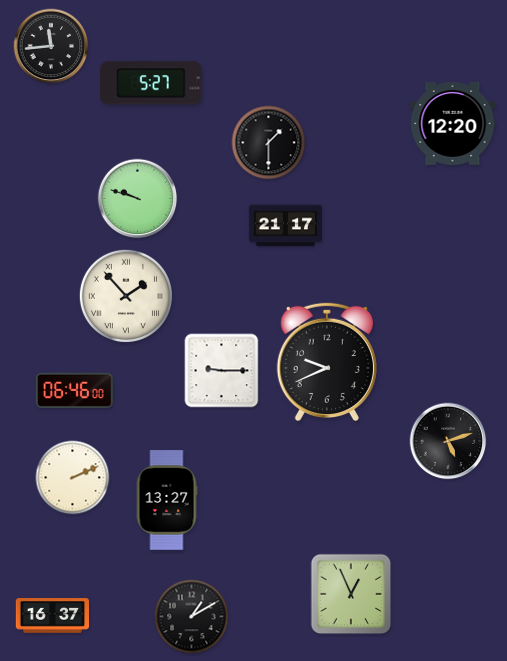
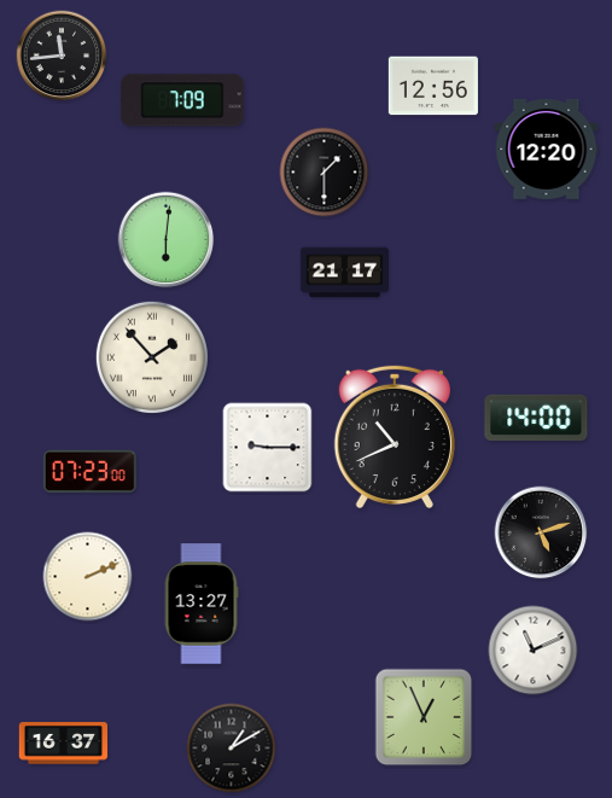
clock at (433, 86): none -> 12:56
clock at (151, 83): 5:27 -> 7:09
clock at (138, 199): 9:48 -> 6:01
clock at (536, 418): none -> 14:00
clock at (327, 362): 9:41 -> 10:41
clock at (74, 390): 06:46 -> 07:23
clock at (534, 651): none -> 11:11
clock at (192, 617) position: (192, 617) -> (232, 749)
